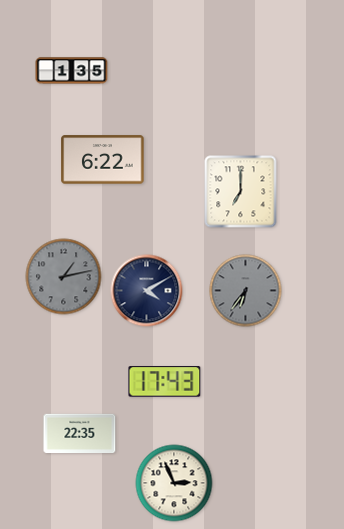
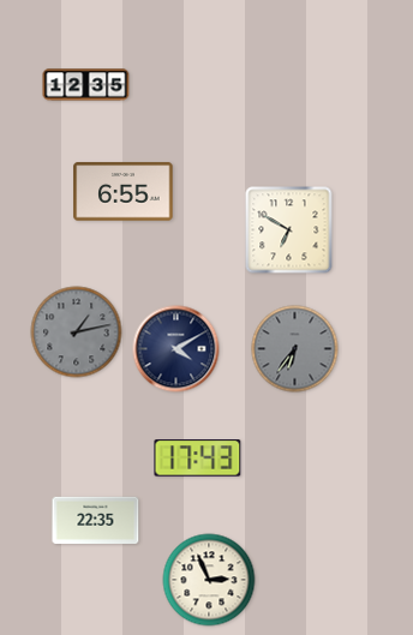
clock at (72, 71): 1:35 -> 12:35
clock at (103, 160): 6:22 -> 6:55
clock at (241, 192): 7:00 -> 6:50
